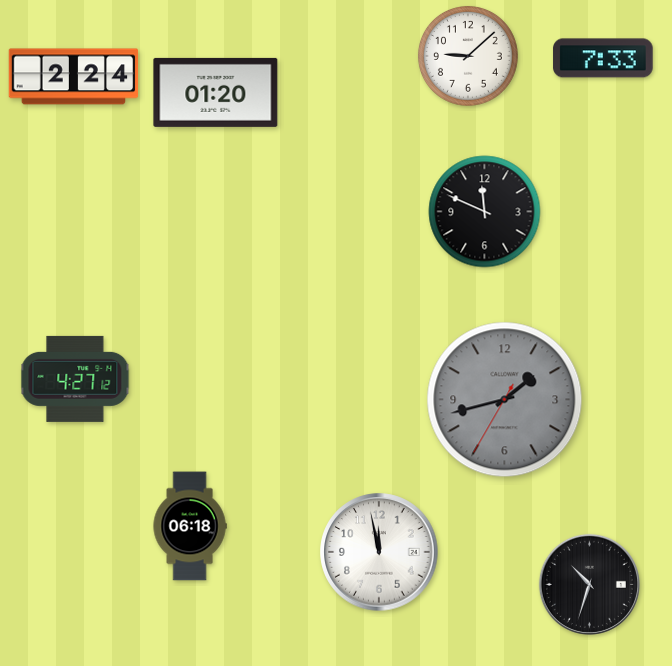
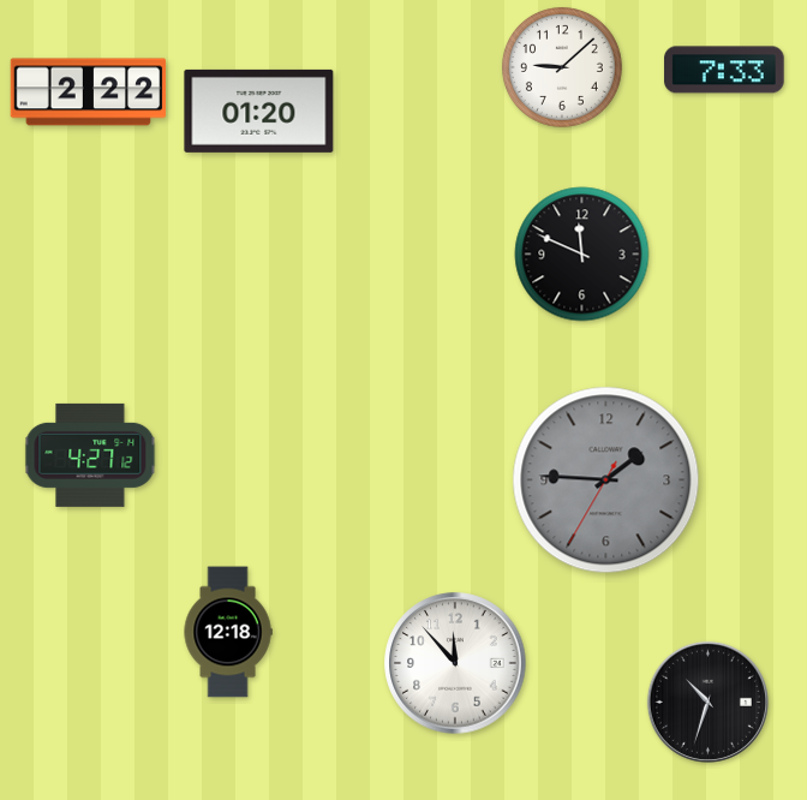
clock at (74, 77): 2:24 -> 2:22
clock at (505, 400): 1:42 -> 1:45
clock at (190, 526): 06:18 -> 12:18
clock at (379, 552): 11:58 -> 11:53
